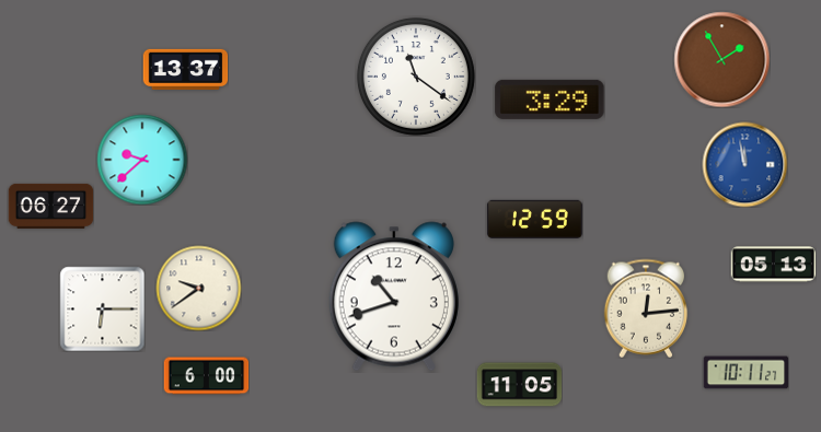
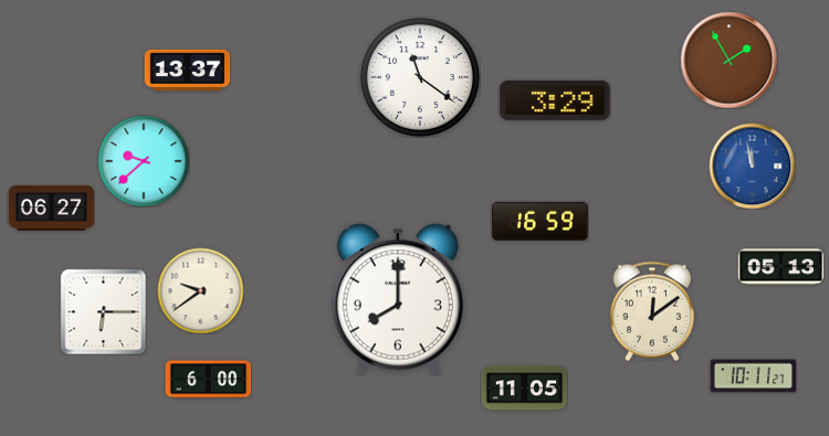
clock at (534, 219): 12:59 -> 16:59
clock at (394, 296): 10:42 -> 8:00
clock at (646, 308): 12:14 -> 12:09
